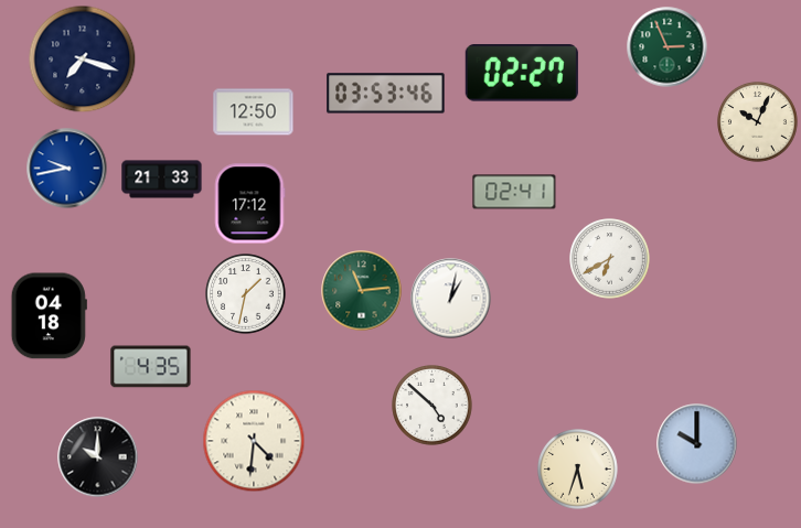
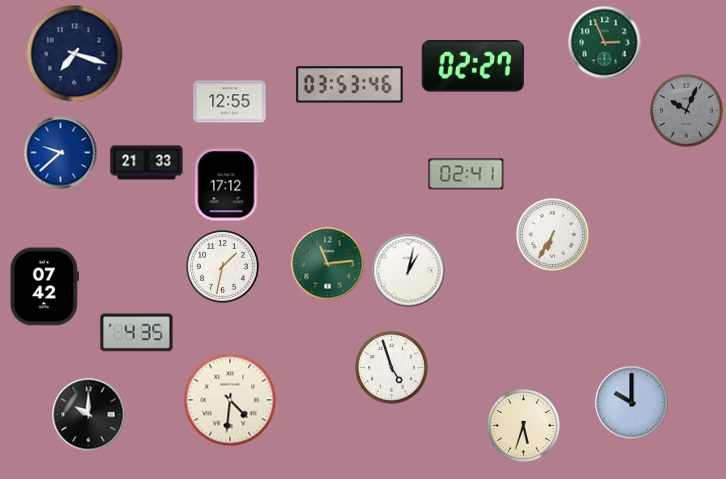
clock at (254, 112): 12:50 -> 12:55
clock at (758, 122) dial: cream -> grey
clock at (67, 169): 9:43 -> 9:38
clock at (610, 259): 6:40 -> 6:35
clock at (49, 316): 04:18 -> 07:42
clock at (432, 406): 4:52 -> 4:57
